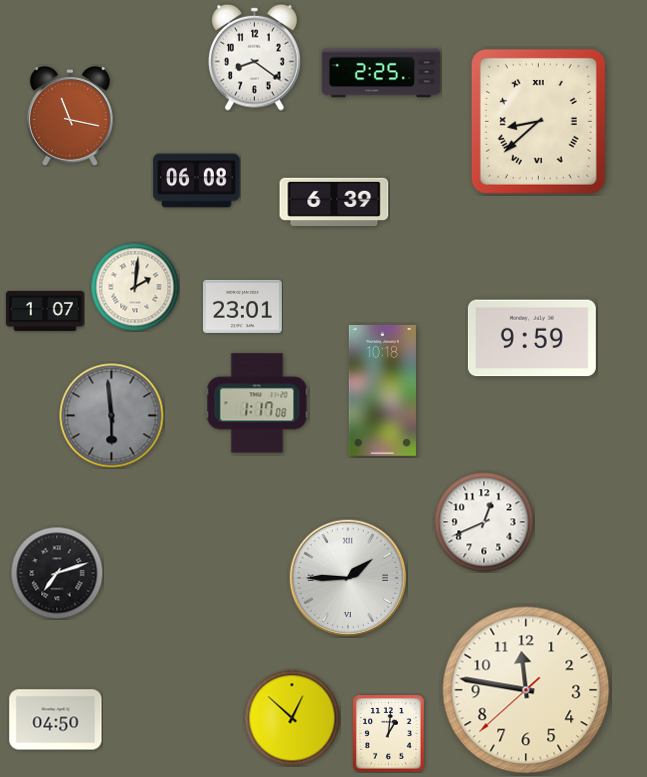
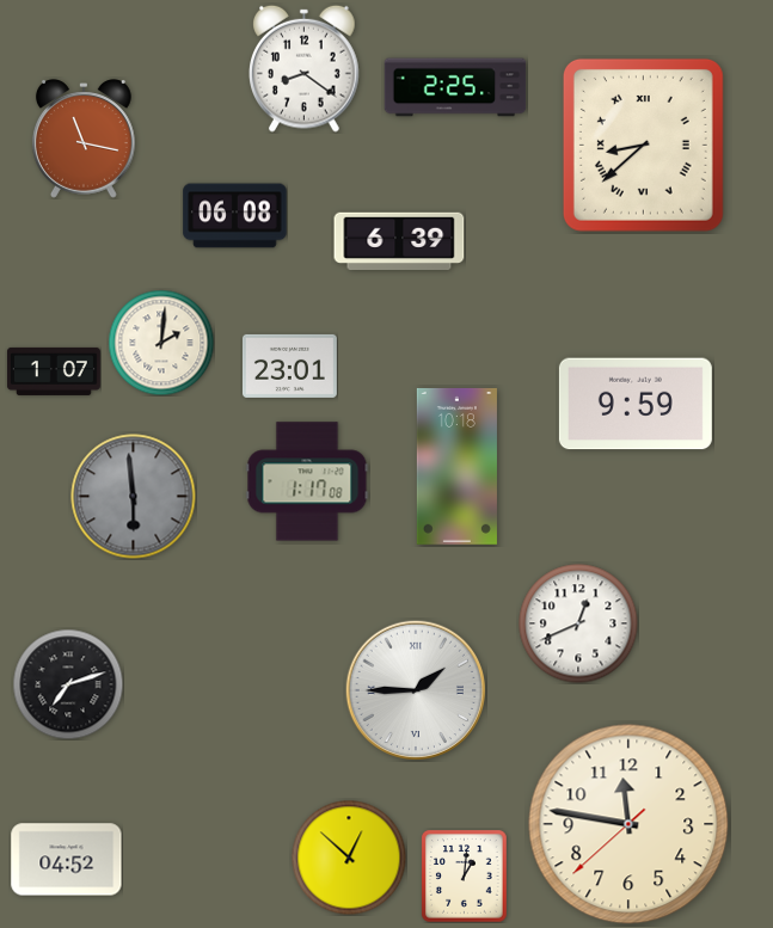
clock at (56, 720): 04:50 -> 04:52
